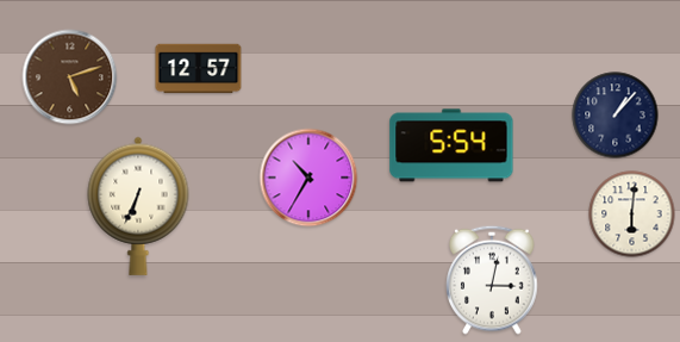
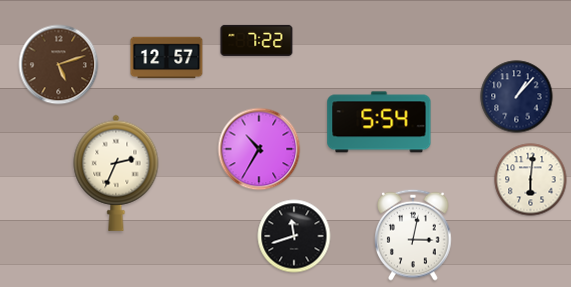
clock at (257, 40): none -> 7:22
clock at (138, 206): 6:34 -> 2:34
clock at (294, 236): none -> 11:42
